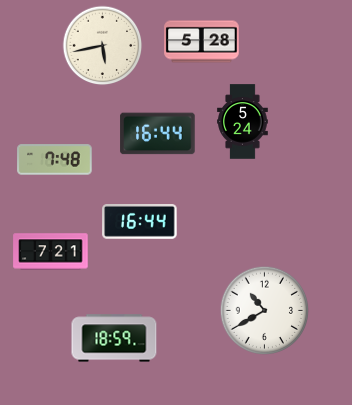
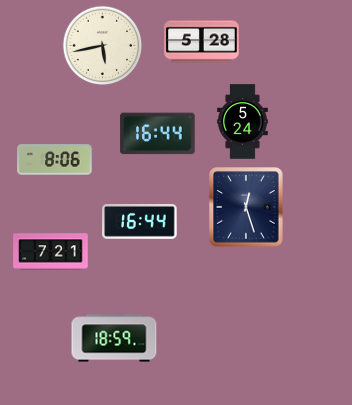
clock at (55, 160): 7:48 -> 8:06
clock at (246, 207): none -> 12:27
clock at (264, 310): 10:40 -> none
